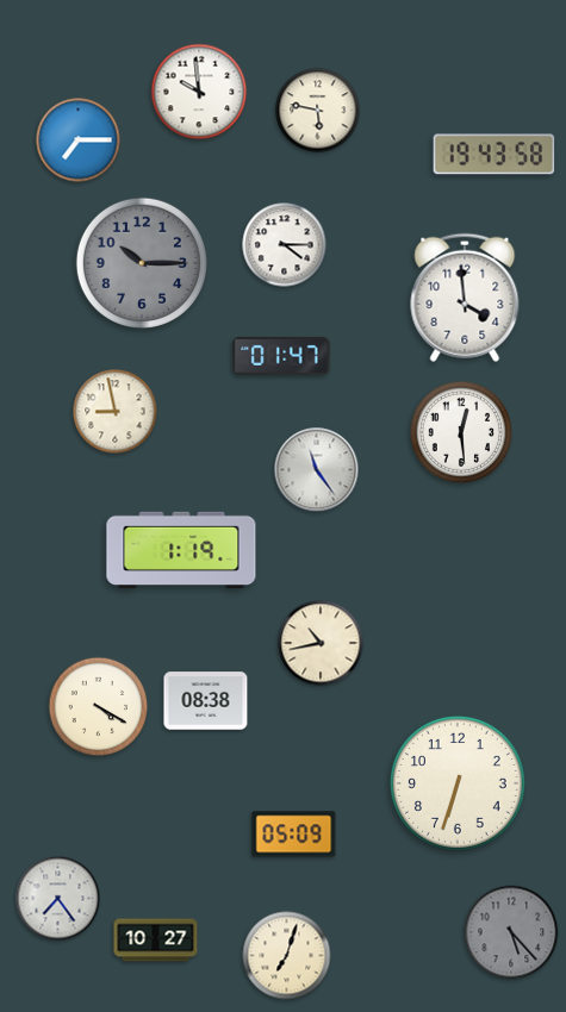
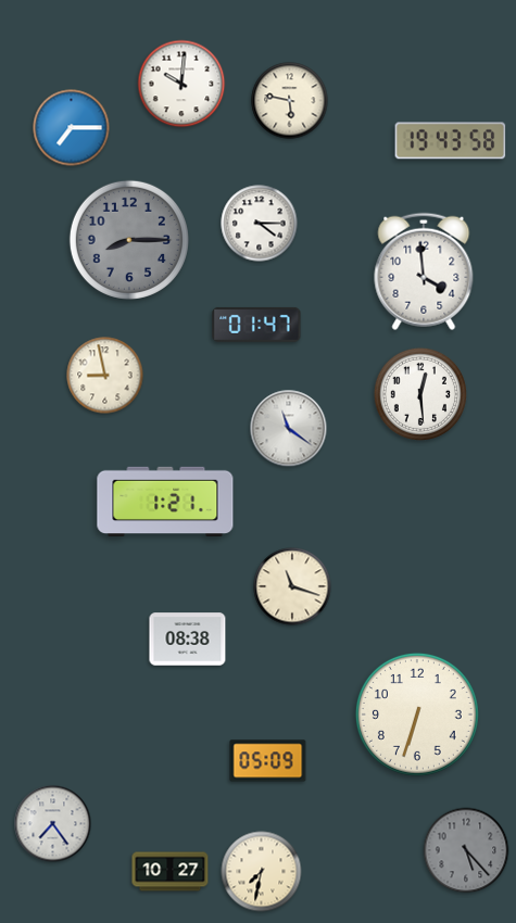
clock at (199, 92): 9:59 -> 10:01
clock at (142, 263): 10:15 -> 8:15
clock at (317, 470): 11:24 -> 11:21
clock at (181, 549): 1:19 -> 1:21
clock at (321, 643): 10:43 -> 11:18
clock at (99, 707): 4:20 -> none
clock at (58, 899) position: (58, 899) -> (53, 824)
clock at (156, 941) position: (156, 941) -> (171, 872)
clock at (287, 956): 7:03 -> 7:32
